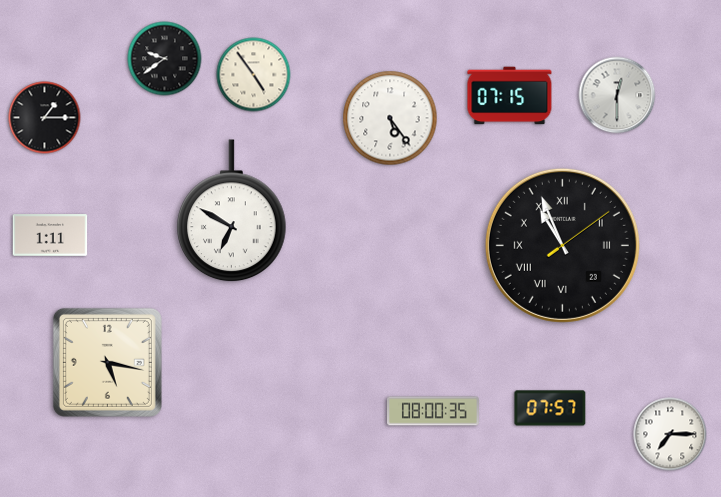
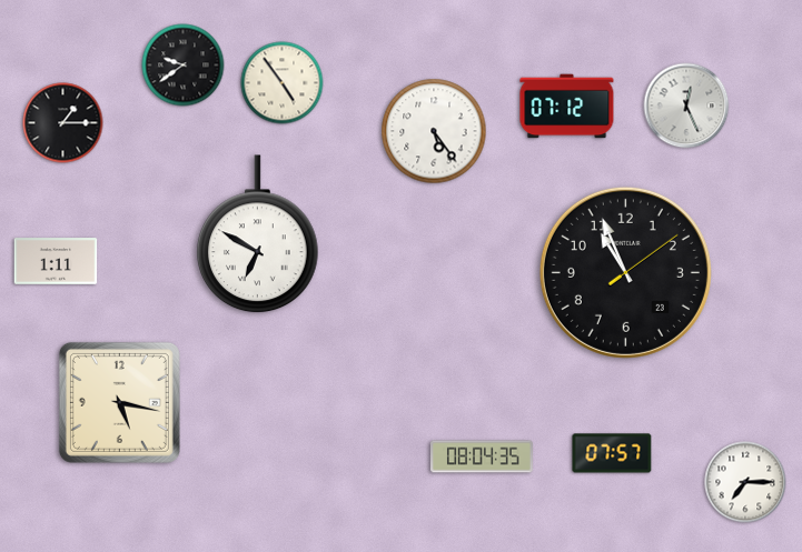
clock at (617, 95): 12:30 -> 12:26
clock at (510, 96): 07:15 -> 07:12
clock at (45, 118) position: (45, 118) -> (63, 123)
clock at (562, 245) numerals: Roman -> Arabic
clock at (434, 411): 08:00 -> 08:04
